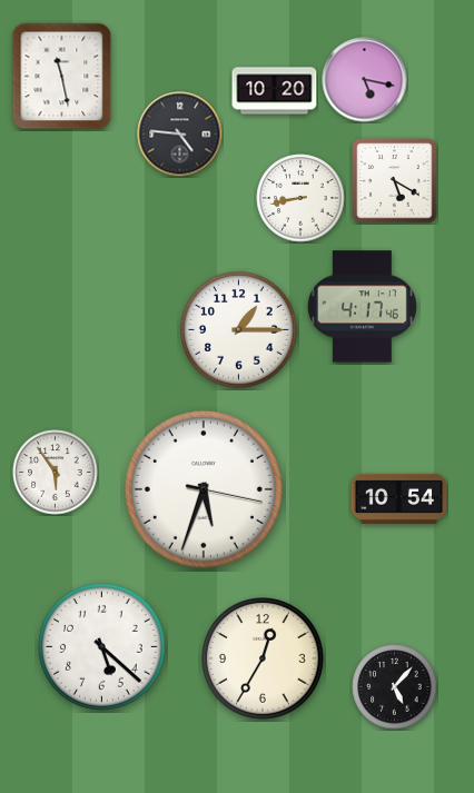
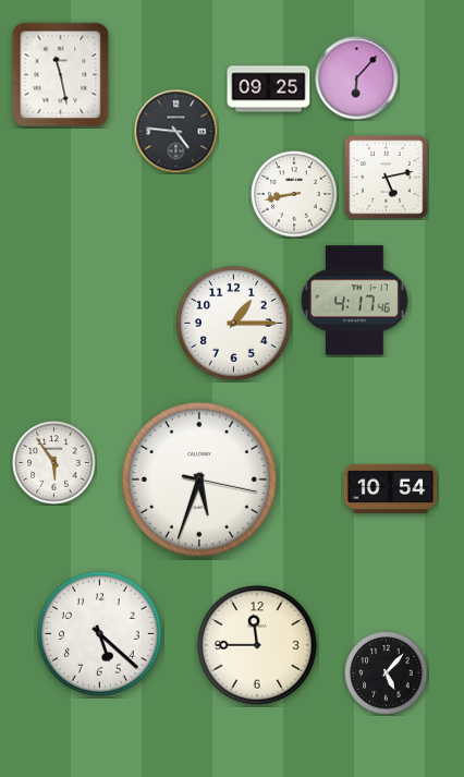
clock at (365, 80): 5:17 -> 6:07
clock at (275, 91): 10:20 -> 09:25
clock at (395, 181): 5:20 -> 5:13
clock at (264, 660): 12:35 -> 11:45
